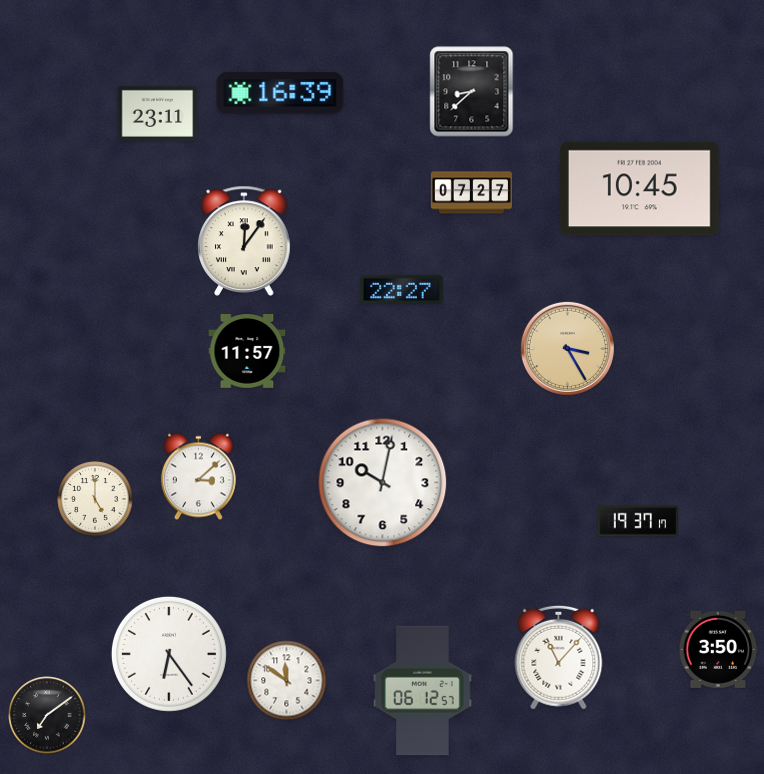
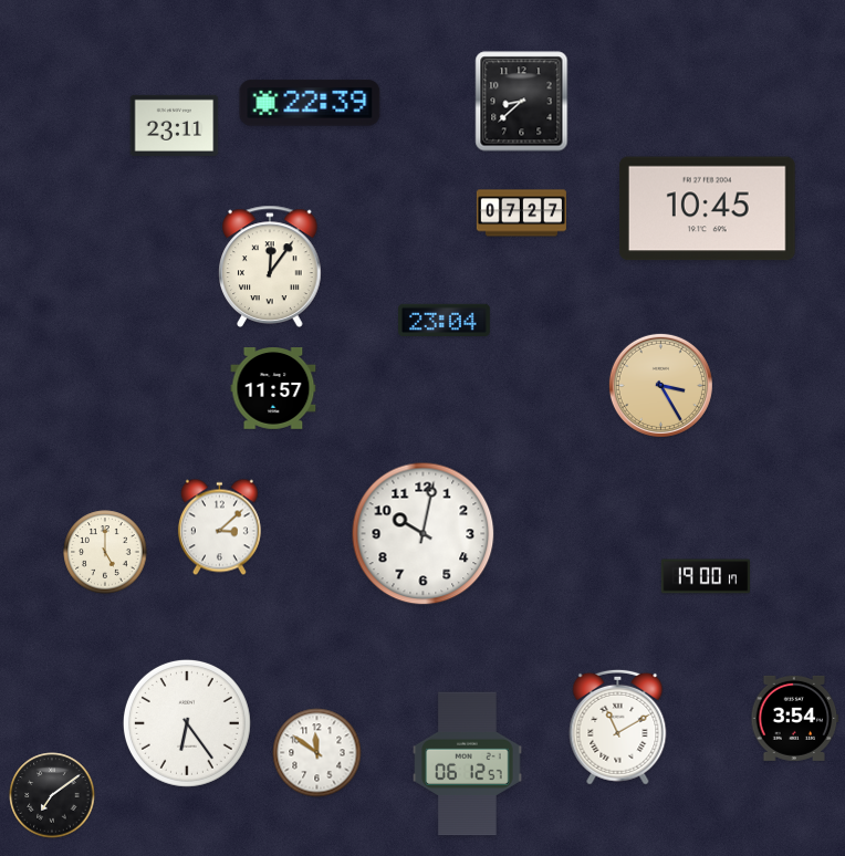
clock at (280, 93): 16:39 -> 22:39
clock at (402, 289): 22:27 -> 23:04
clock at (567, 348) position: (567, 348) -> (660, 385)
clock at (638, 521): 19:37 -> 19:00
clock at (719, 649): 3:50 -> 3:54
clock at (559, 657): 11:07 -> 11:10
clock at (47, 715) position: (47, 715) -> (52, 795)
